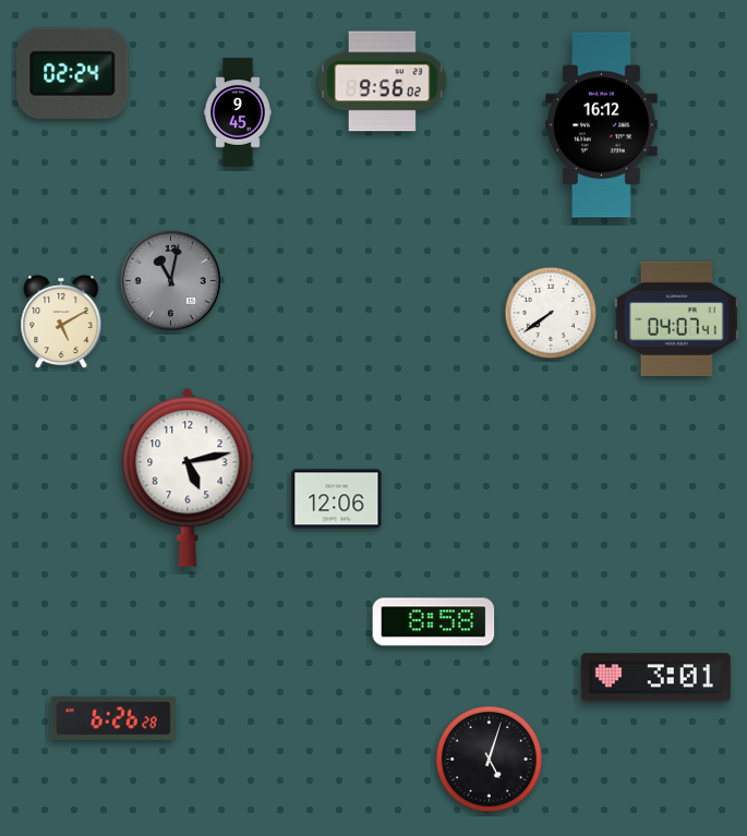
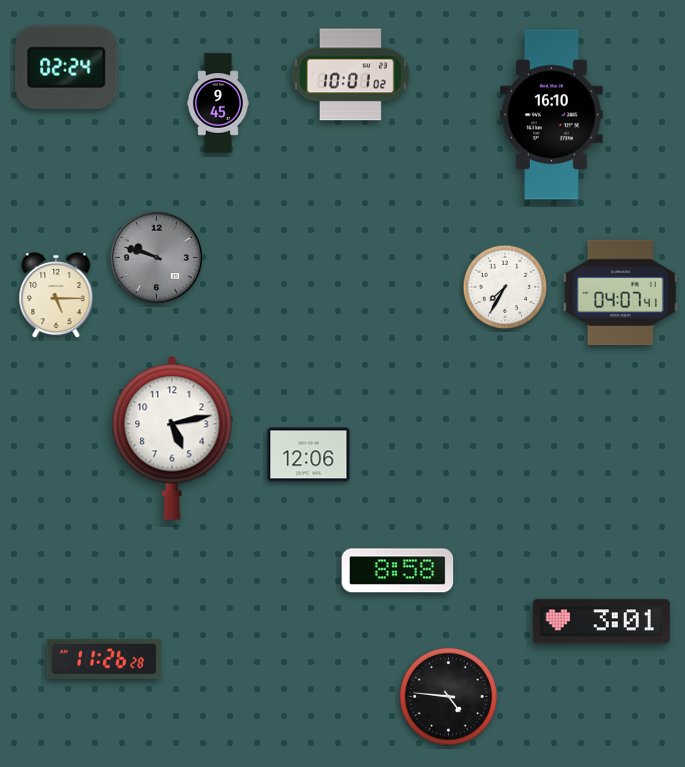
clock at (382, 82): 9:56 -> 10:01
clock at (602, 125): 16:12 -> 16:10
clock at (170, 280): 11:02 -> 9:48
clock at (551, 313): 7:39 -> 7:35
clock at (61, 322): 5:10 -> 5:15
clock at (337, 499) position: (337, 499) -> (309, 455)
clock at (113, 718): 6:26 -> 11:26
clock at (489, 759): 5:03 -> 4:46
